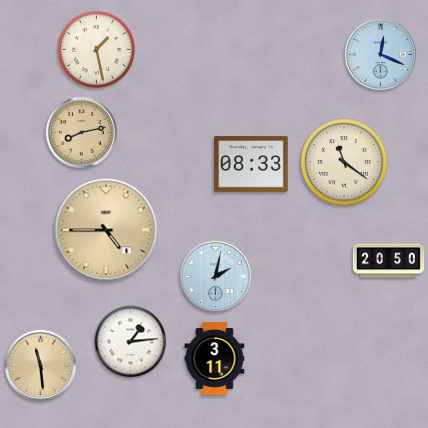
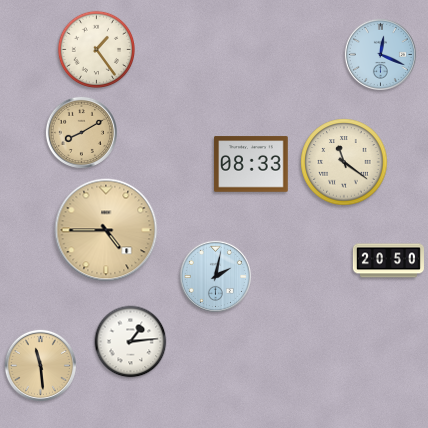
clock at (96, 49): 1:28 -> 1:24
clock at (81, 132): 8:13 -> 8:10
clock at (215, 359): 3:11 -> none
